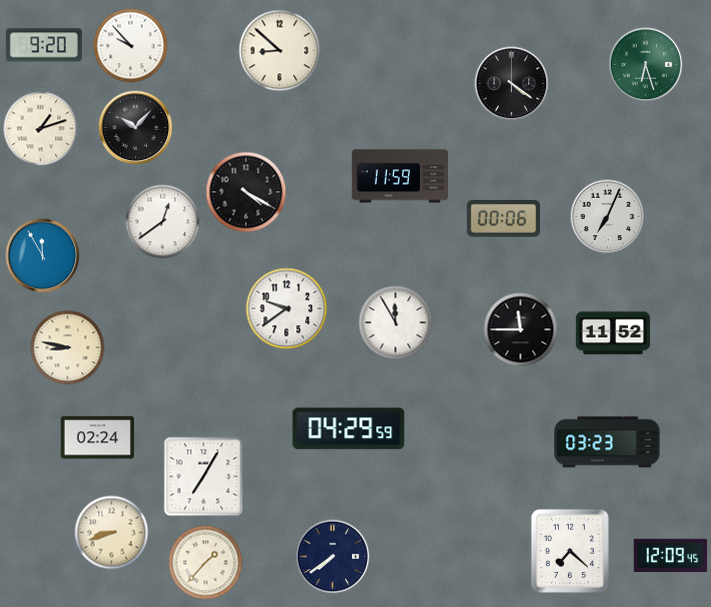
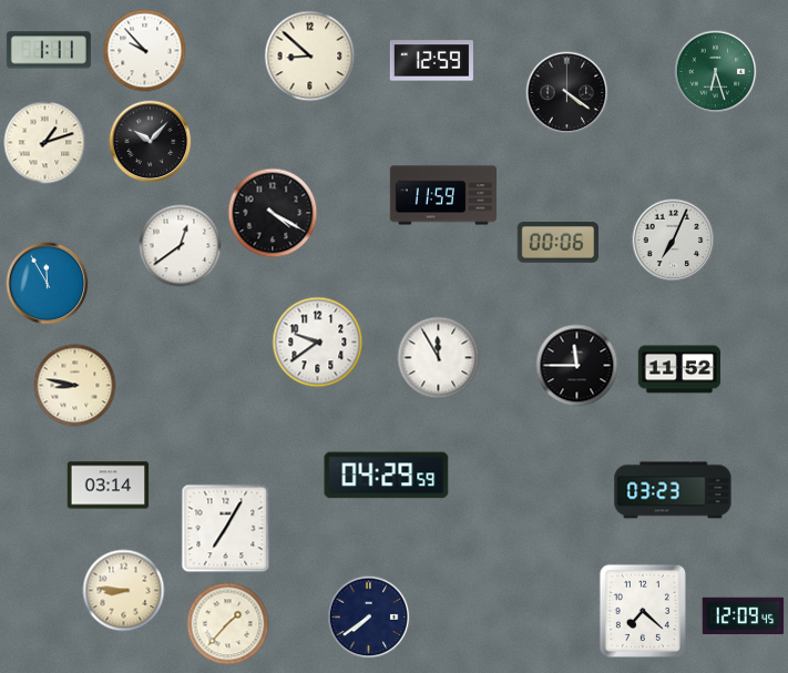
clock at (44, 45): 9:20 -> 1:11
clock at (431, 61): none -> 12:59
clock at (98, 438): 02:24 -> 03:14
clock at (112, 533): 8:42 -> 8:46
clock at (570, 551) position: (570, 551) -> (643, 611)
